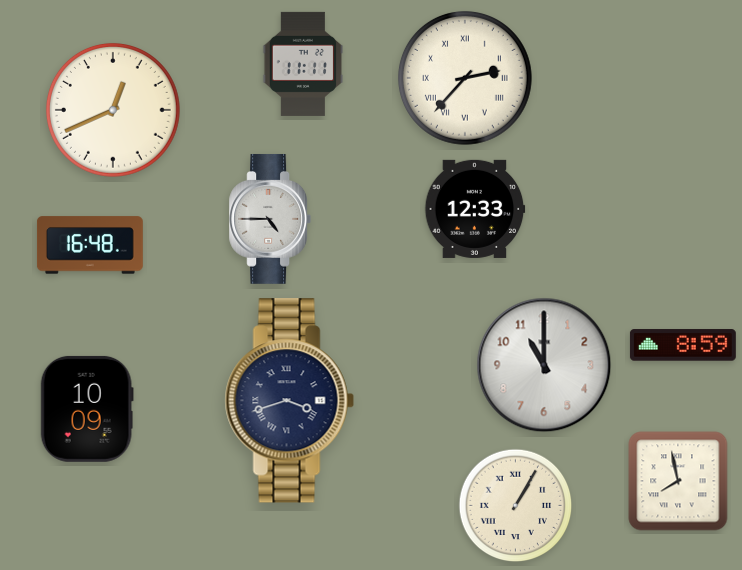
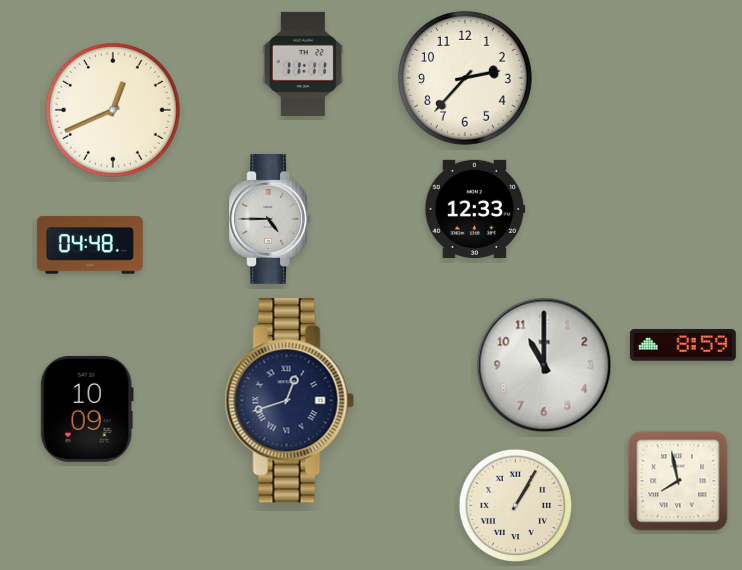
clock at (465, 78) numerals: Roman -> Arabic
clock at (90, 245): 16:48 -> 04:48
clock at (289, 401): 3:42 -> 12:42
